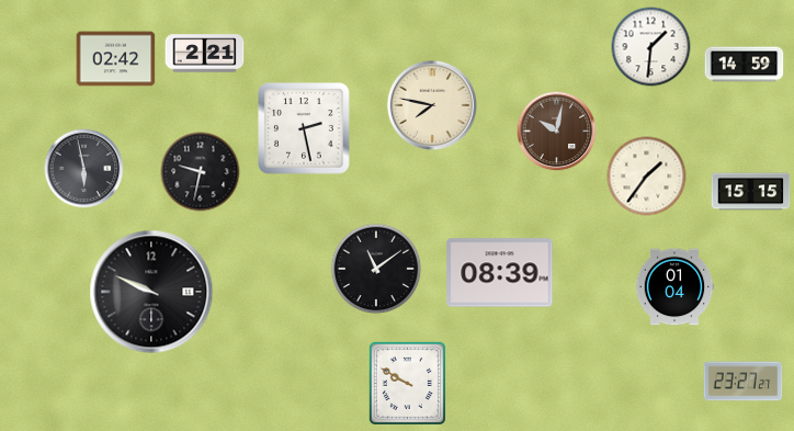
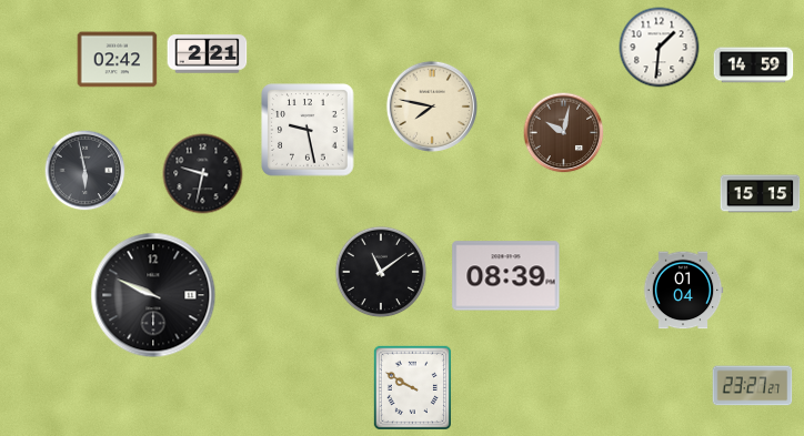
clock at (432, 105) position: (432, 105) -> (432, 107)
clock at (304, 128): 2:28 -> 9:28
clock at (647, 177): 1:36 -> none
